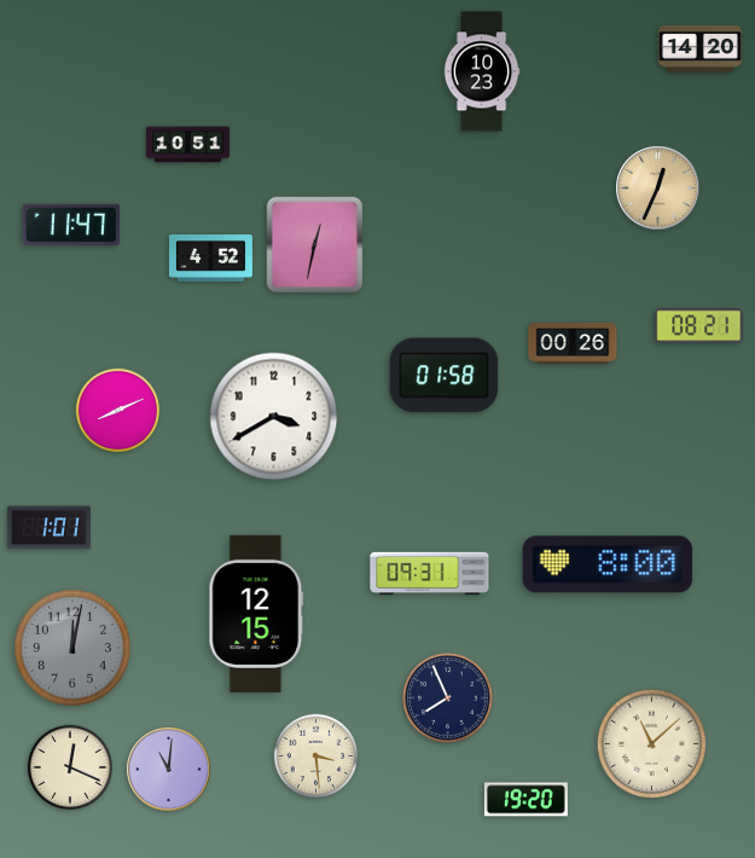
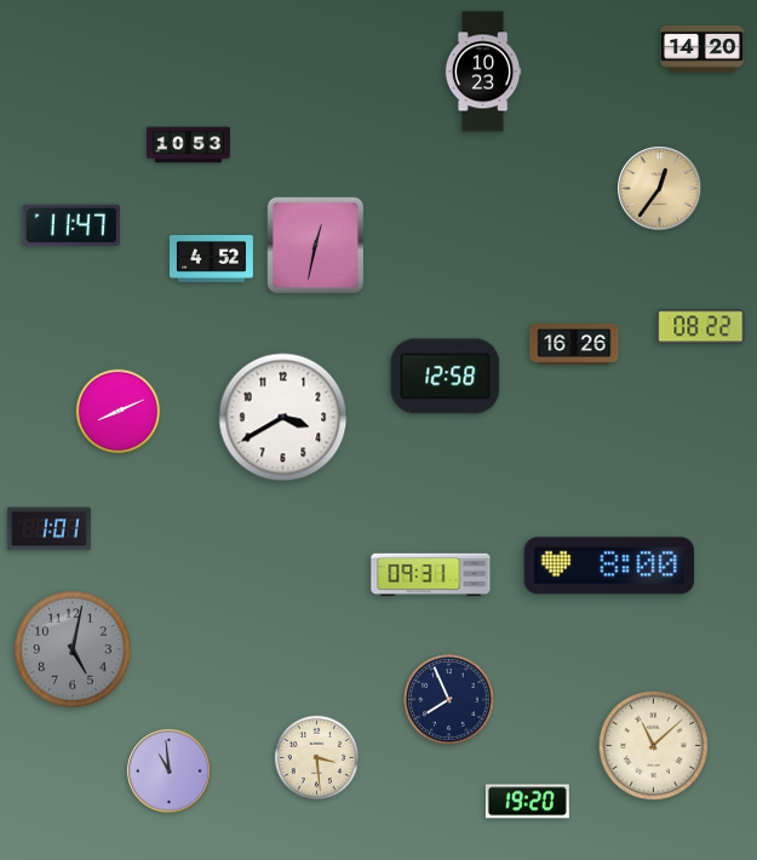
clock at (187, 145): 10:51 -> 10:53
clock at (658, 189): 12:34 -> 12:36
clock at (699, 326): 08:21 -> 08:22
clock at (573, 343): 00:26 -> 16:26
clock at (445, 376): 01:58 -> 12:58
clock at (274, 417) position: (274, 417) -> (283, 418)
clock at (256, 614): 12:15 -> none
clock at (72, 648): 12:02 -> 5:02
clock at (69, 766): 12:19 -> none
clock at (169, 770): 11:01 -> 10:59
